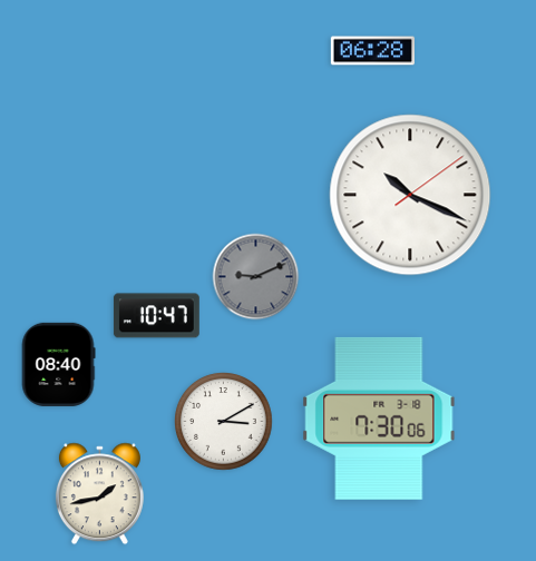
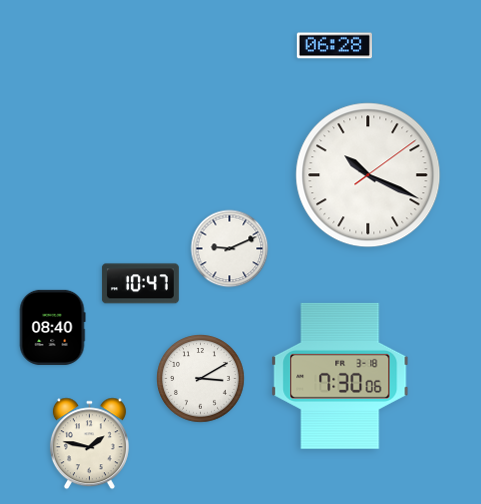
clock at (256, 277) dial: grey -> white
clock at (99, 494): 1:43 -> 1:47
